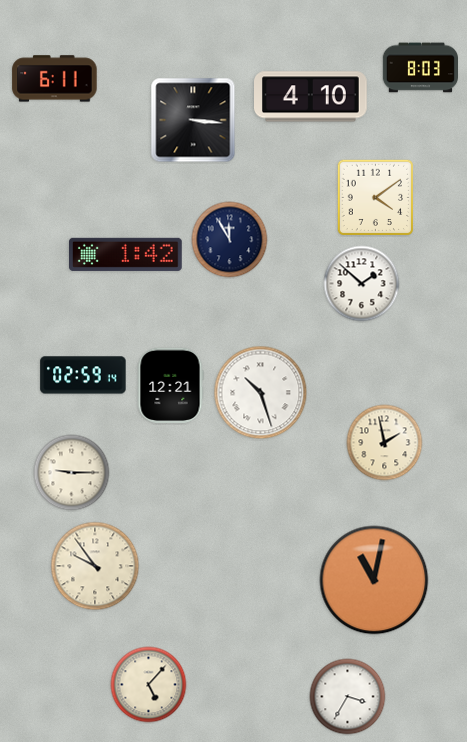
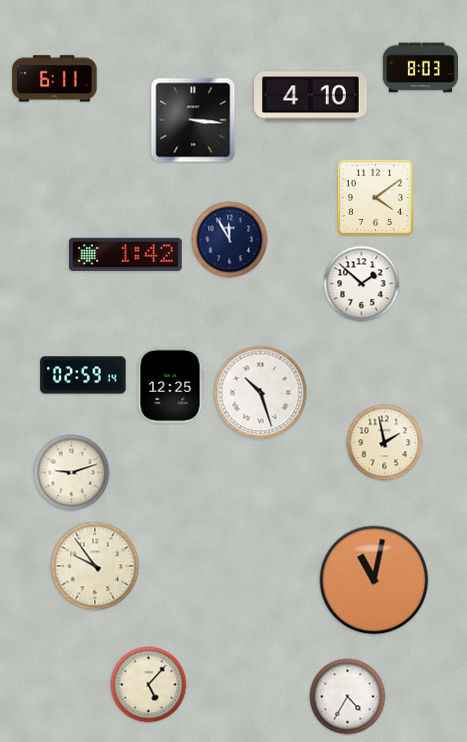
clock at (170, 385): 12:21 -> 12:25
clock at (72, 473): 9:15 -> 9:12
clock at (348, 697): 3:35 -> 4:35
